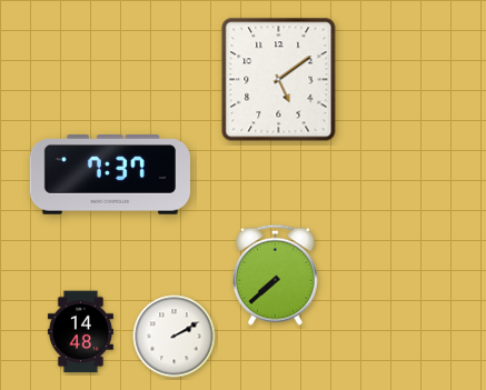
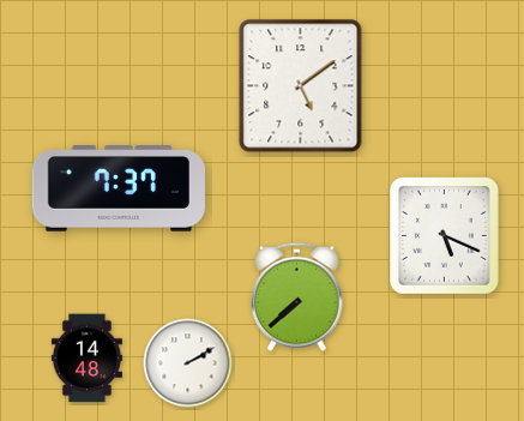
clock at (445, 236): none -> 5:19
